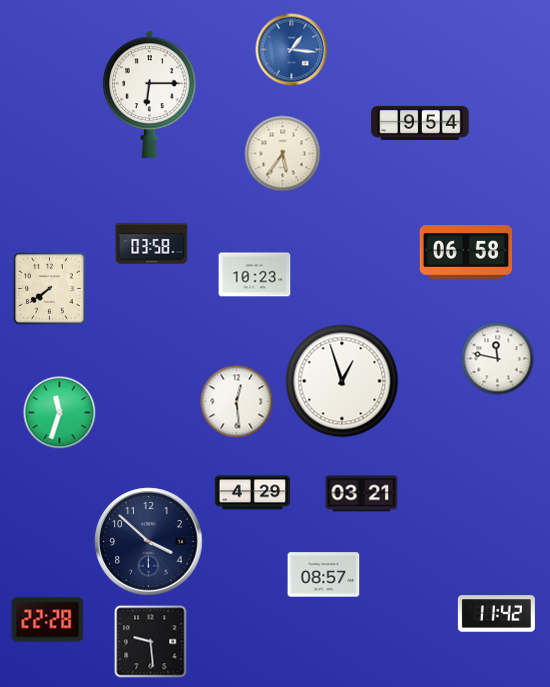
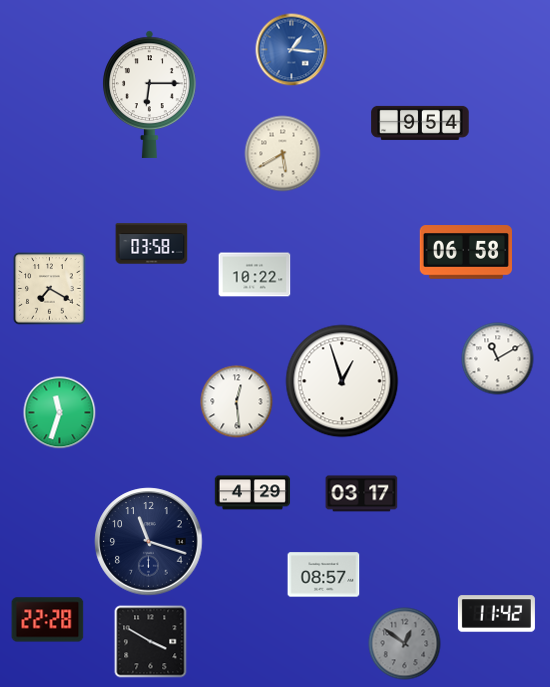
clock at (283, 154): 5:36 -> 5:40
clock at (255, 275): 10:23 -> 10:22
clock at (50, 289): 7:39 -> 7:20
clock at (498, 359): 11:47 -> 11:10
clock at (362, 494): 03:21 -> 03:17
clock at (149, 542): 3:52 -> 11:18
clock at (151, 642): 9:29 -> 3:50
clock at (405, 644): none -> 12:51
